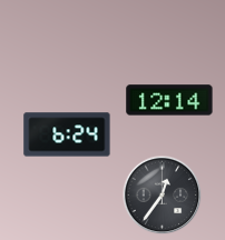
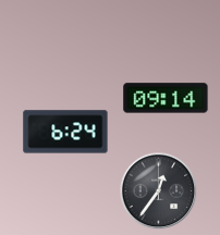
clock at (169, 100): 12:14 -> 09:14
